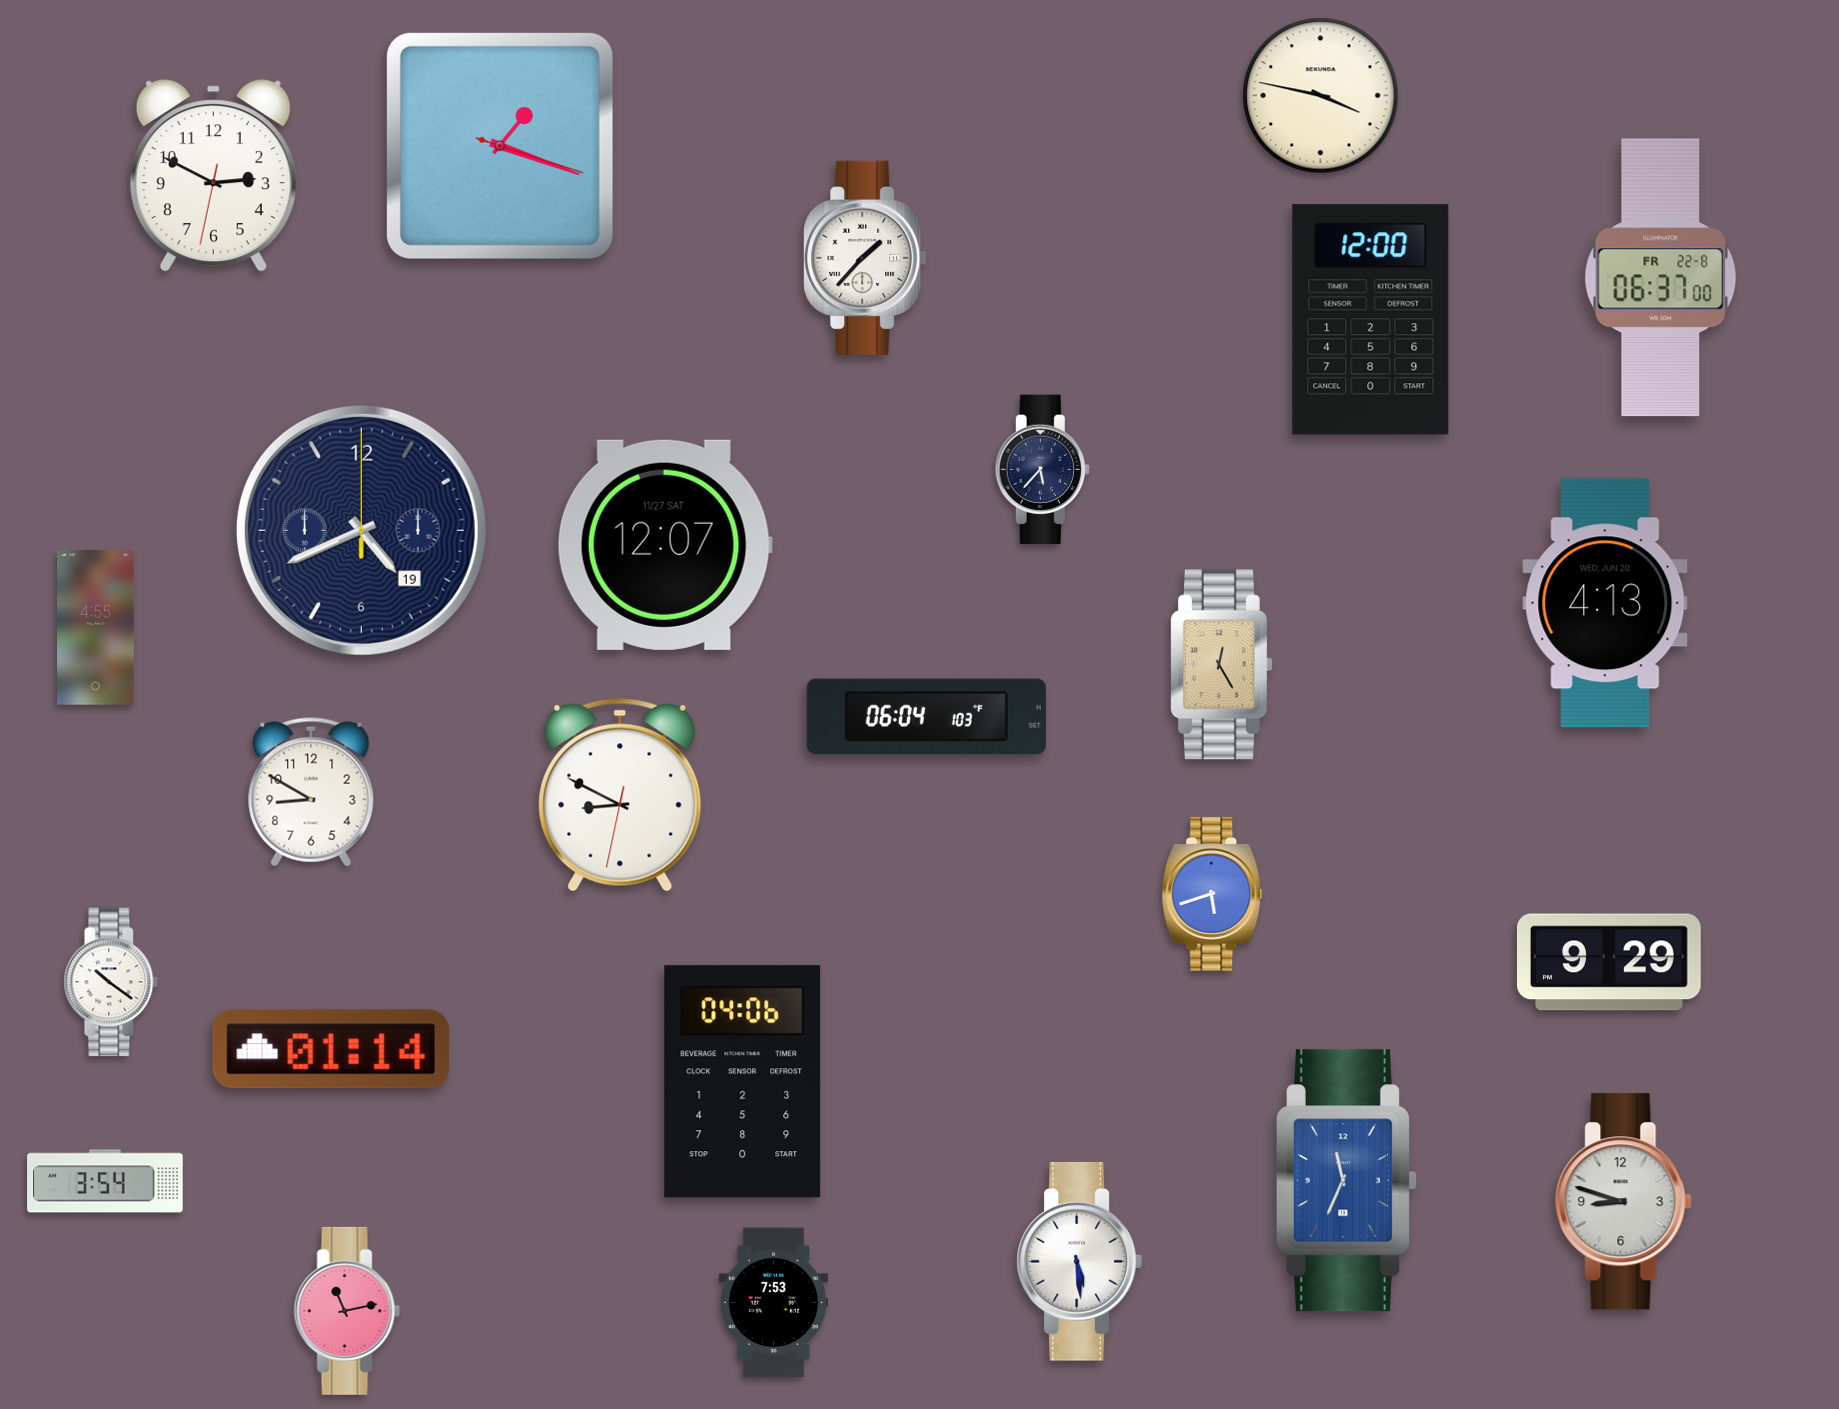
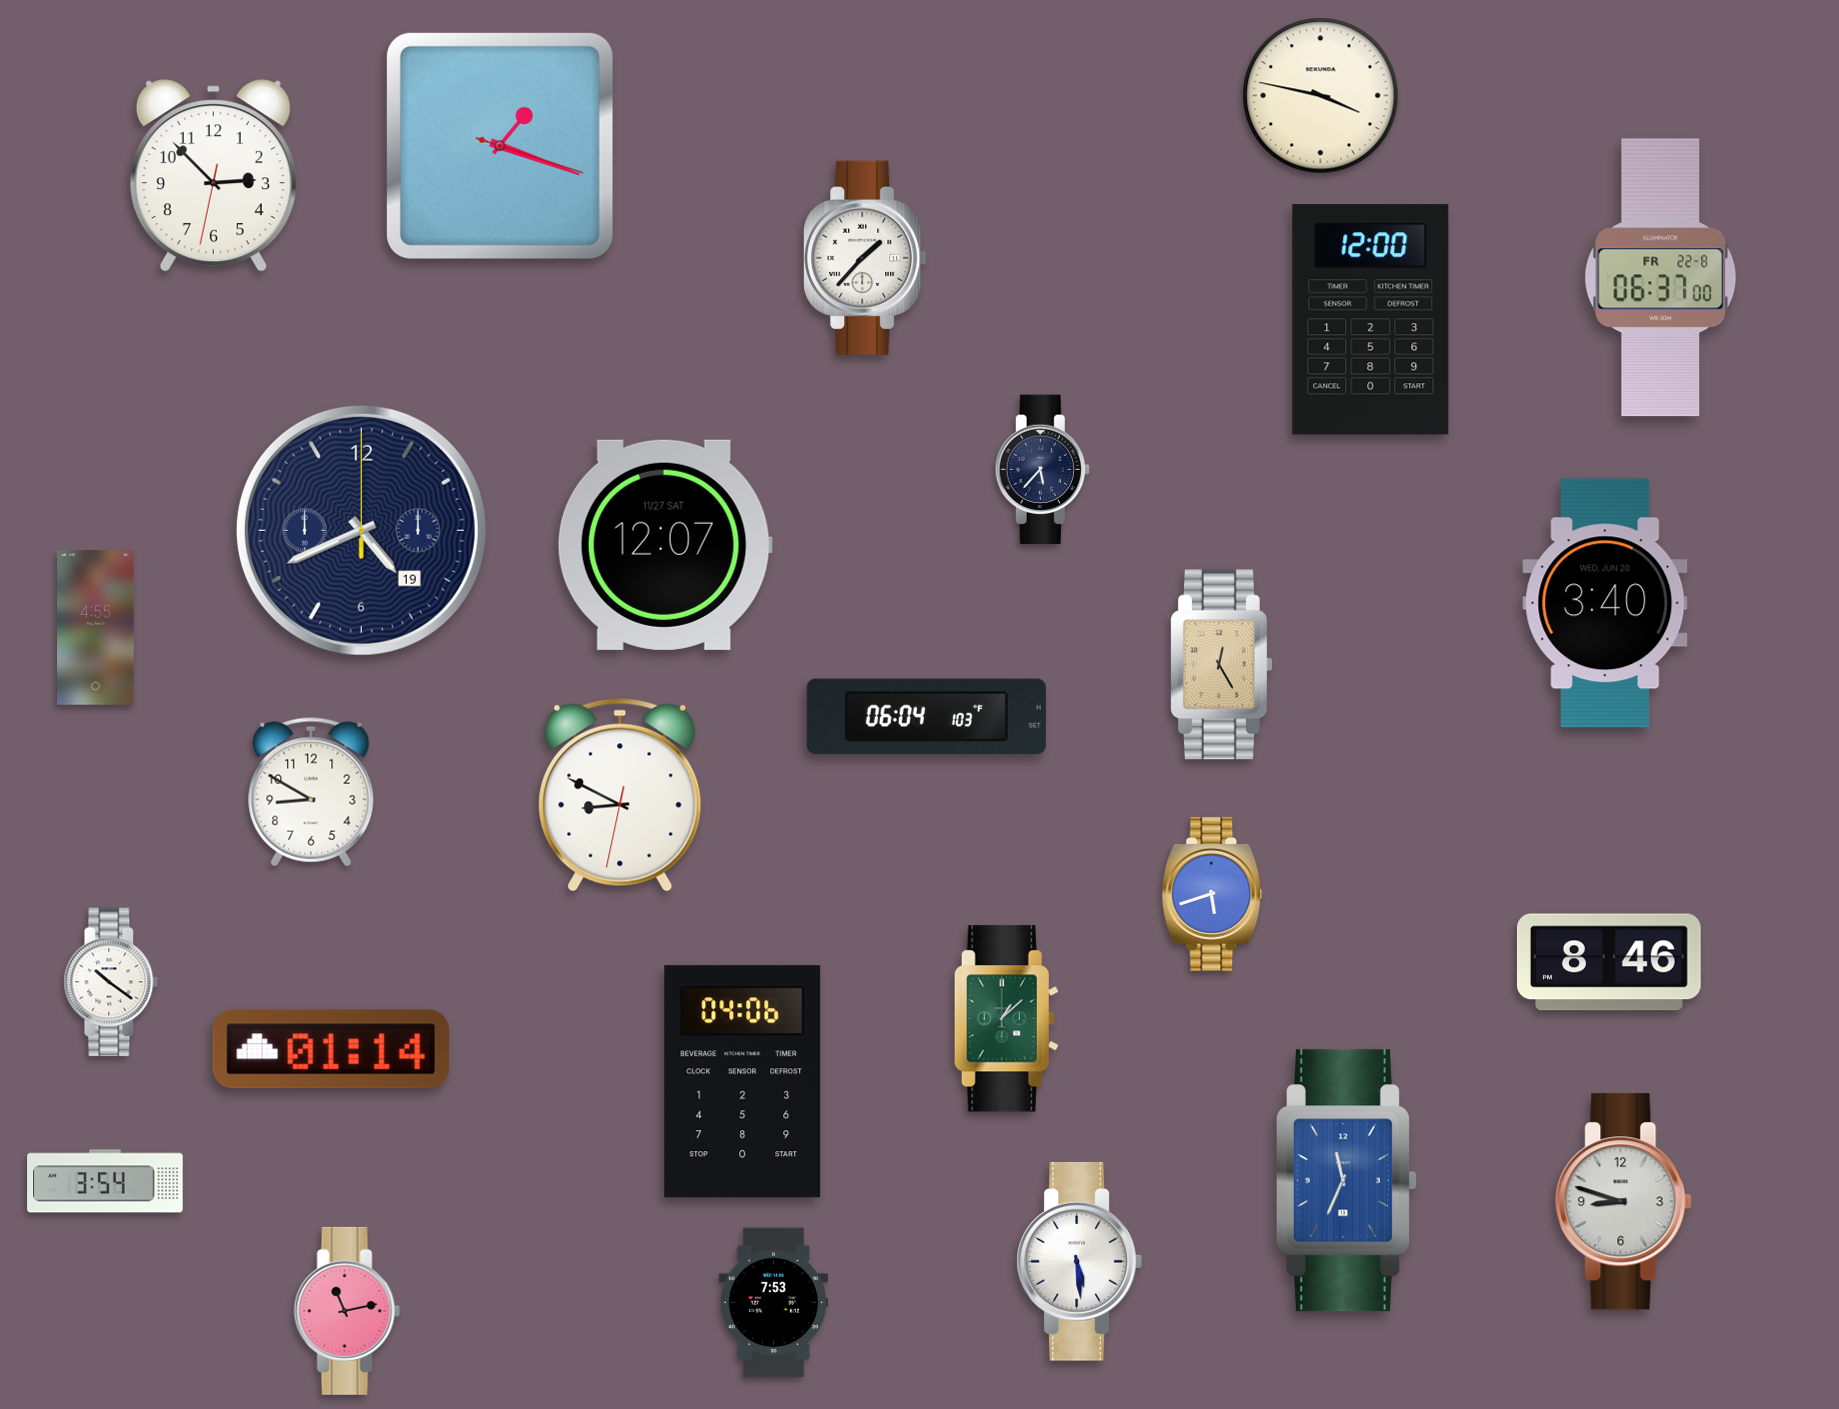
clock at (213, 176): 2:49 -> 2:52
clock at (1605, 603): 4:13 -> 3:40
clock at (1609, 962): 9:29 -> 8:46
clock at (1006, 1019): none -> 1:08
